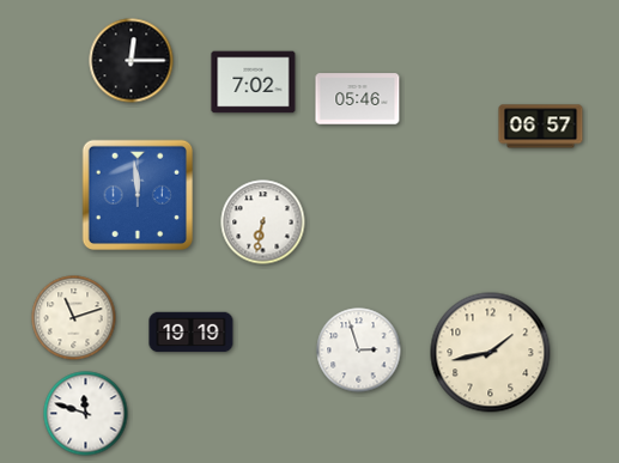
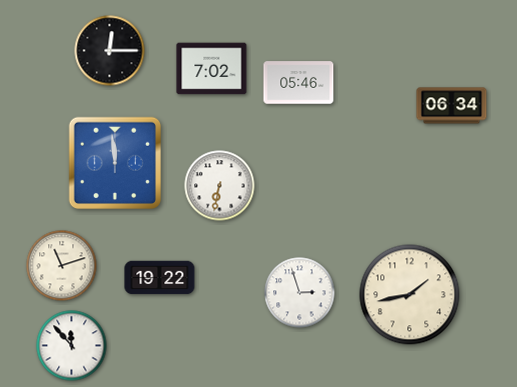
clock at (541, 127): 06:57 -> 06:34
clock at (192, 333): 19:19 -> 19:22
clock at (86, 414): 11:48 -> 11:53
